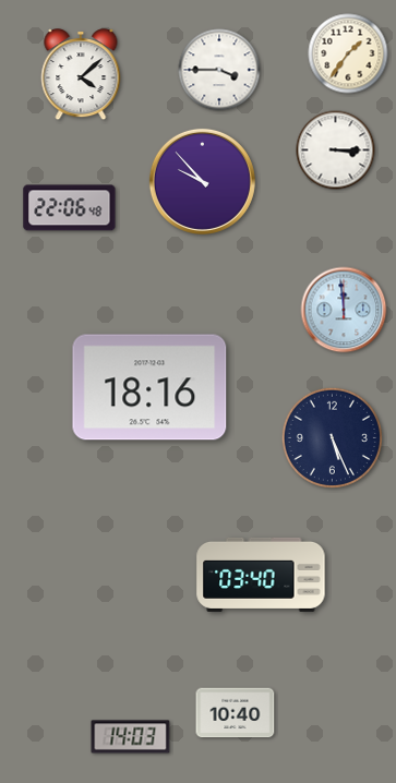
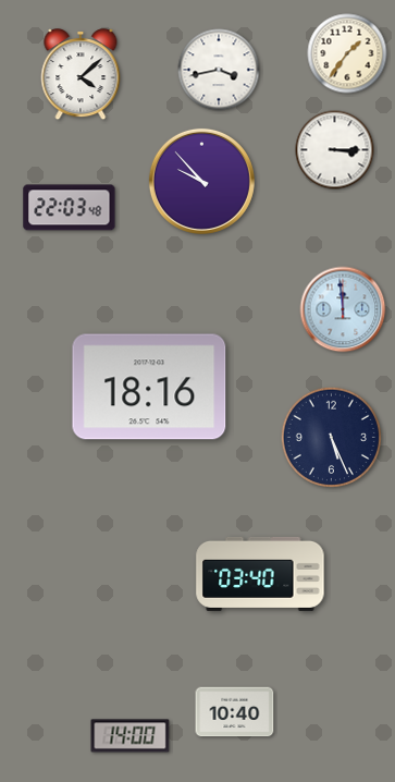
clock at (219, 70): 3:45 -> 3:43
clock at (70, 208): 22:06 -> 22:03
clock at (131, 737): 14:03 -> 14:00
